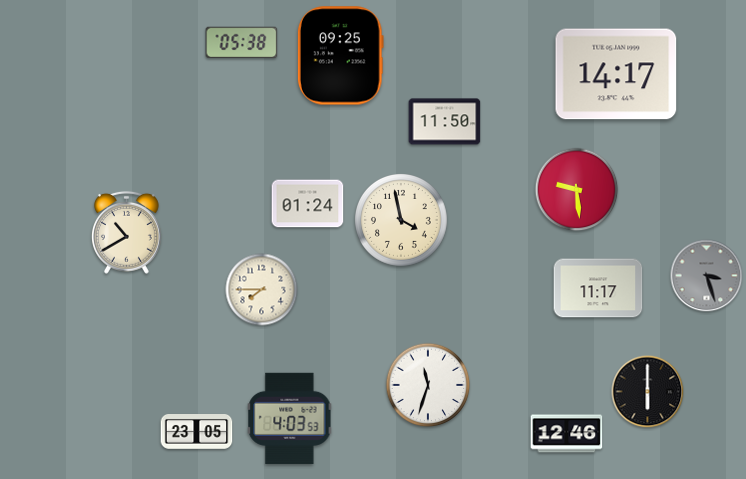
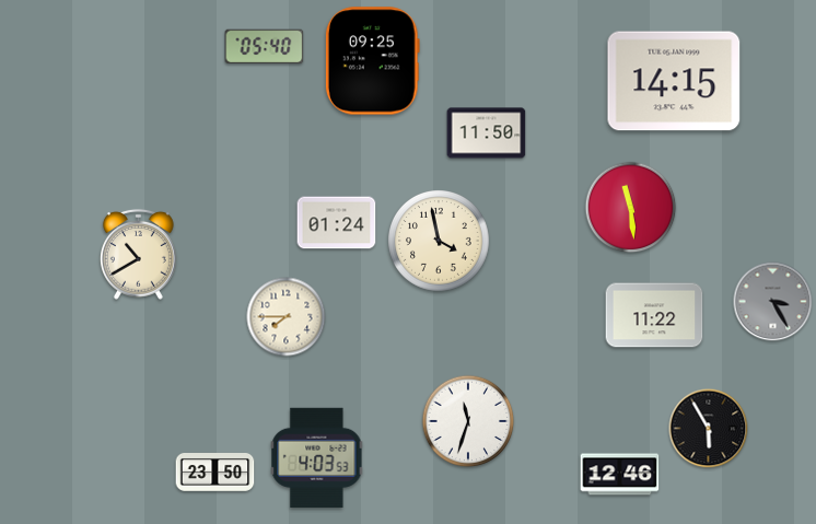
clock at (242, 42): 05:38 -> 05:40
clock at (616, 74): 14:17 -> 14:15
clock at (577, 190): 9:29 -> 11:29
clock at (707, 276): 3:27 -> 3:25
clock at (598, 288): 11:17 -> 11:22
clock at (648, 392): 6:00 -> 5:55
clock at (197, 432): 23:05 -> 23:50
